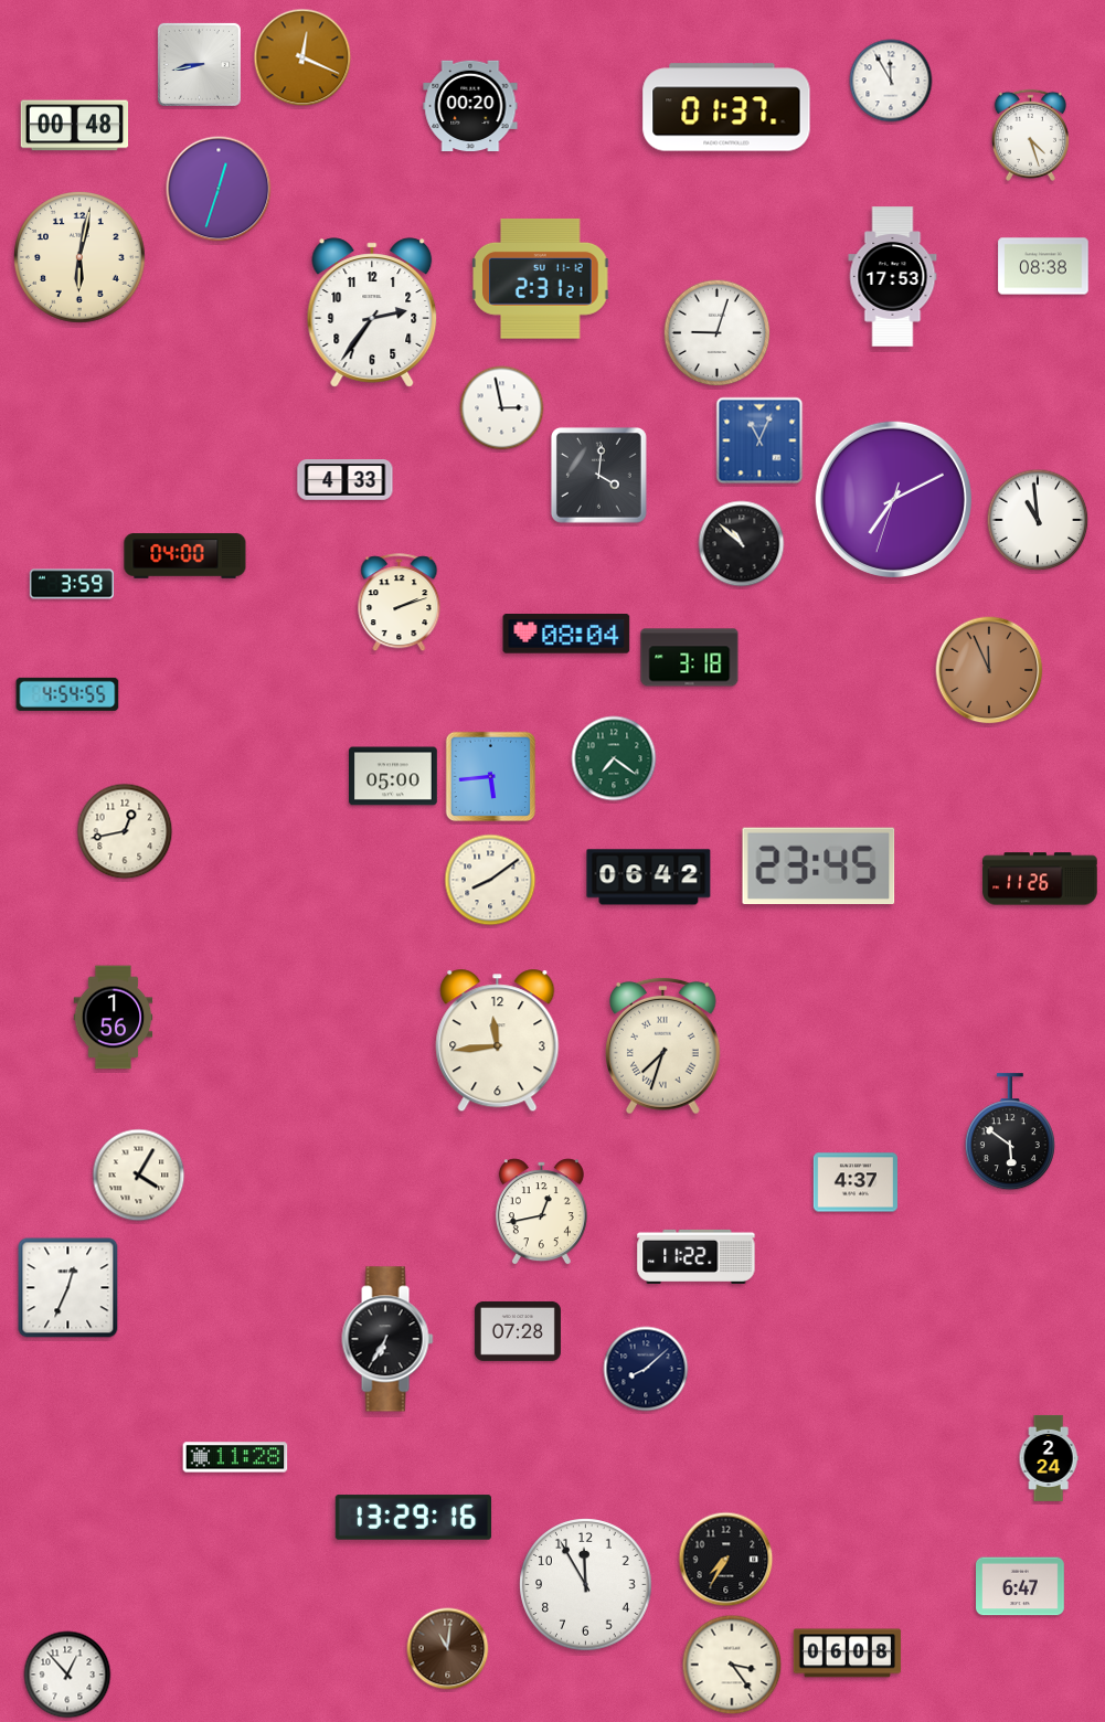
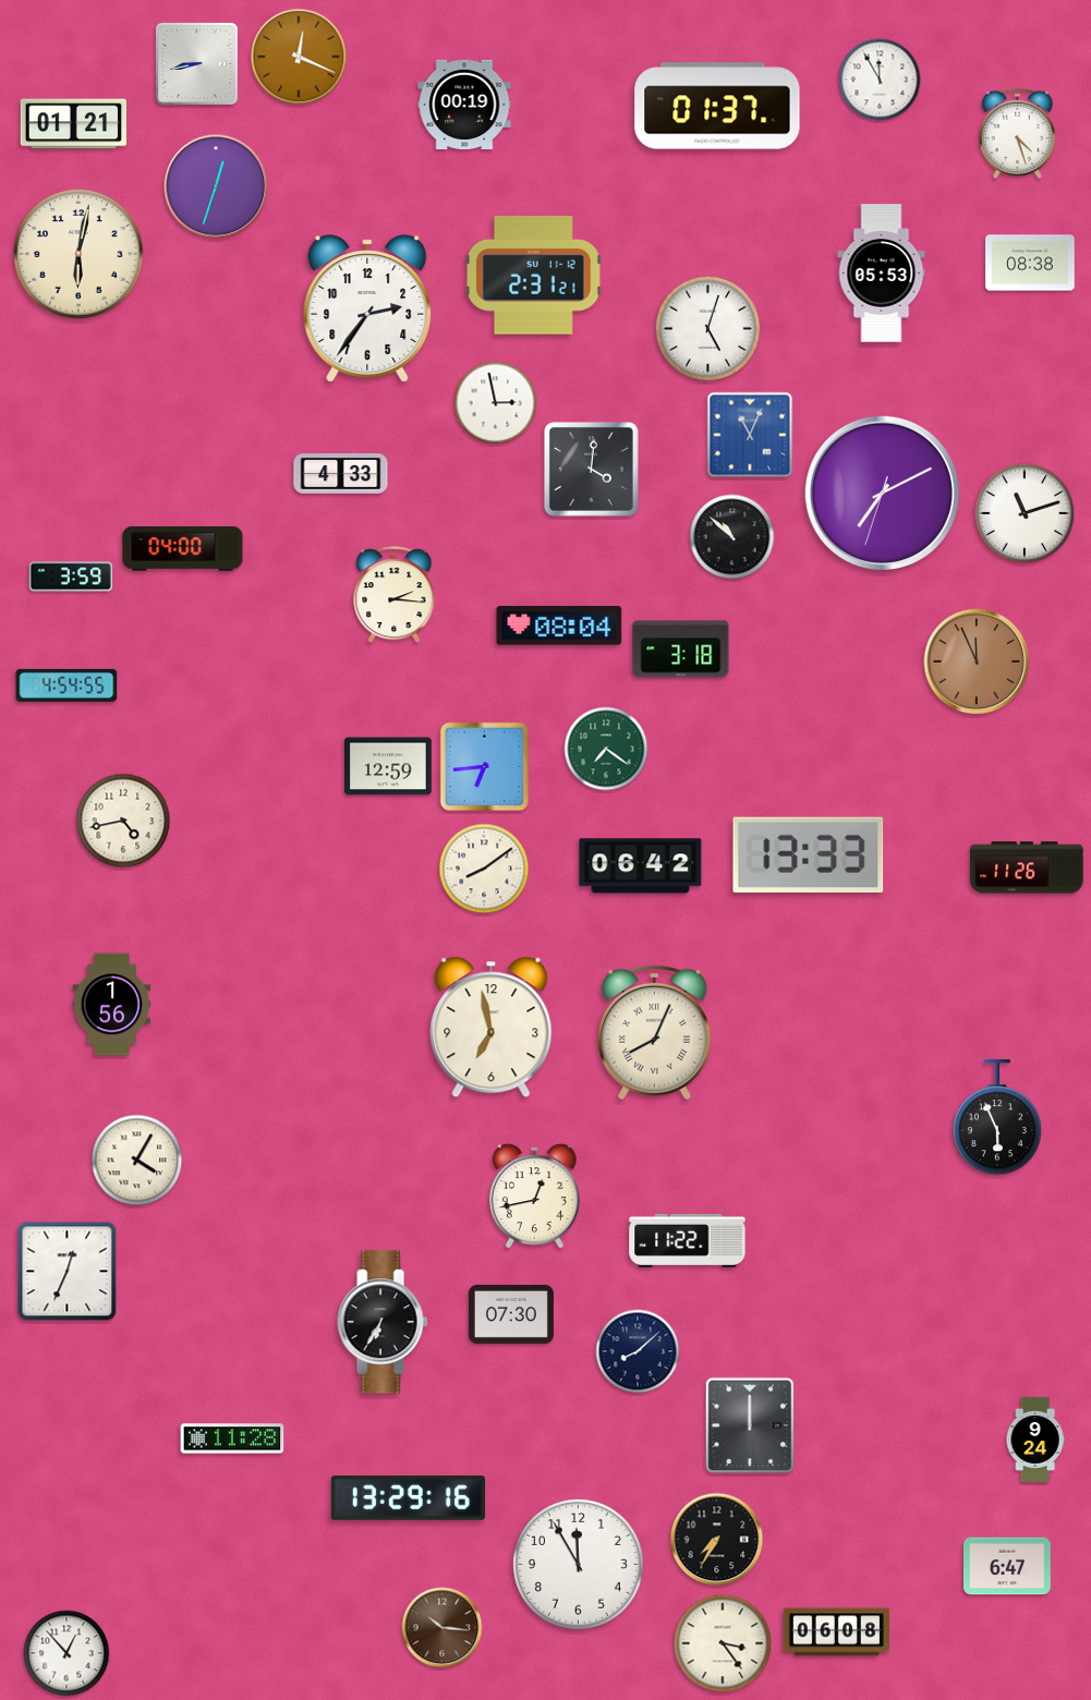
clock at (470, 106): 00:20 -> 00:19
clock at (75, 126): 00:48 -> 01:21
clock at (893, 277): 17:53 -> 05:53
clock at (718, 333): 9:03 -> 5:03
clock at (1038, 520): 10:59 -> 11:12
clock at (400, 603): 2:12 -> 2:16
clock at (394, 776): 05:00 -> 12:59
clock at (491, 777): 5:44 -> 6:44
clock at (125, 831): 12:43 -> 4:43
clock at (819, 865): 23:45 -> 13:33
clock at (498, 1041): 11:44 -> 6:58
clock at (663, 1045): 7:33 -> 8:04
clock at (1010, 1133): 5:51 -> 5:56
clock at (856, 1182): 4:37 -> none
clock at (518, 1331): 07:28 -> 07:30
clock at (750, 1425): none -> 12:00
clock at (1049, 1458): 2:24 -> 9:24
clock at (448, 1649): 11:01 -> 10:16
